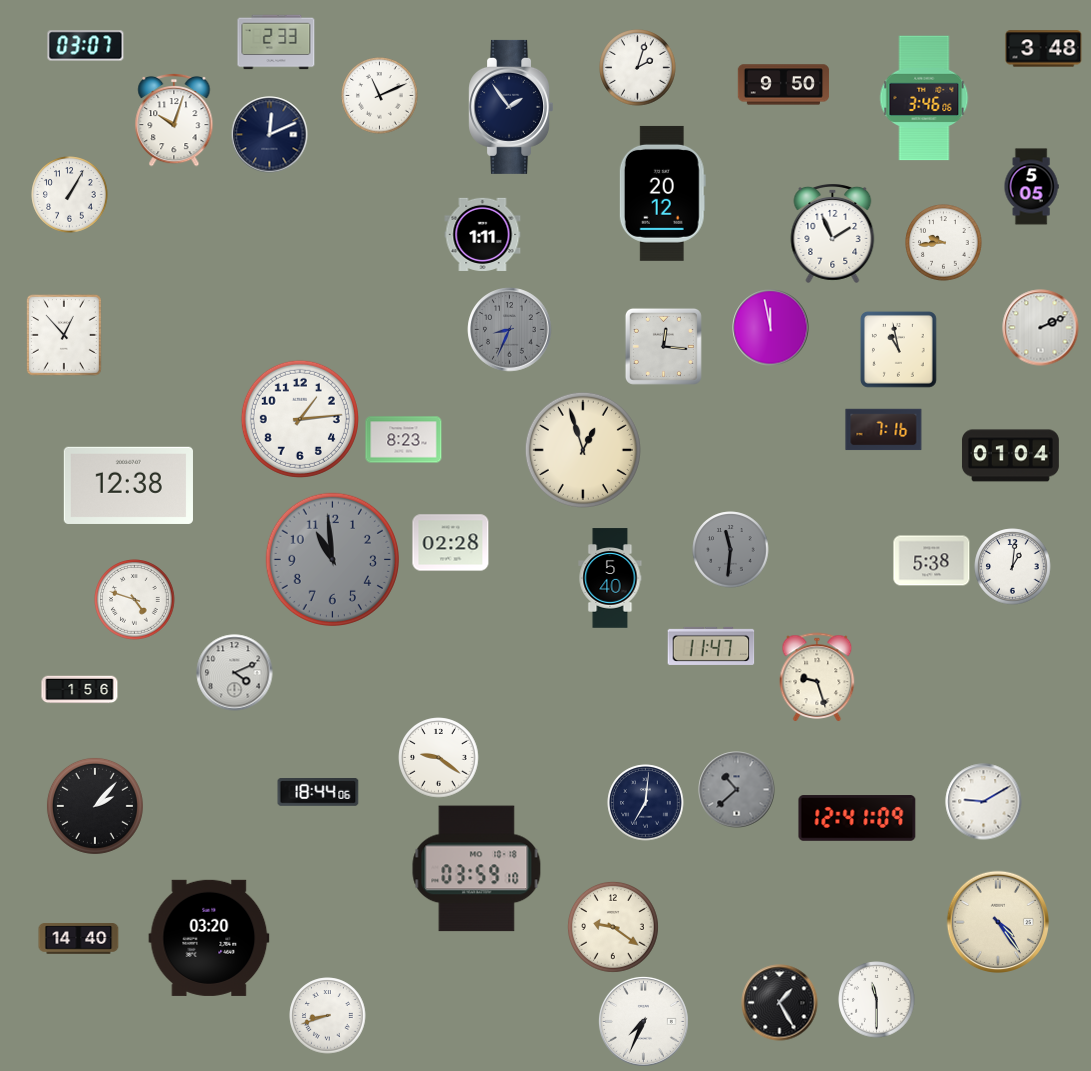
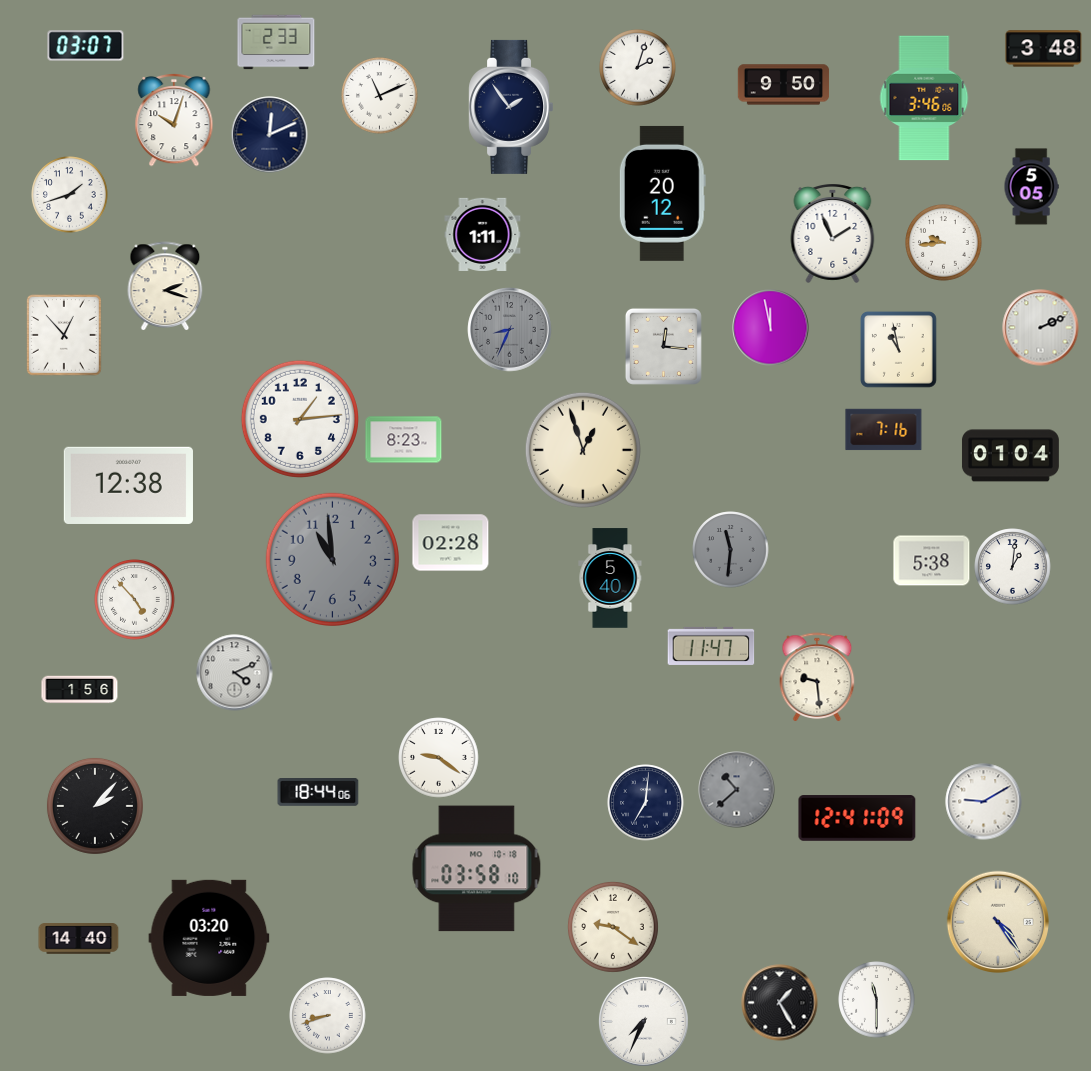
clock at (70, 195): 1:05 -> 1:42
clock at (165, 286): none -> 2:18
clock at (135, 600): 4:48 -> 4:53
clock at (817, 677): 9:27 -> 9:29
clock at (477, 869): 03:59 -> 03:58
